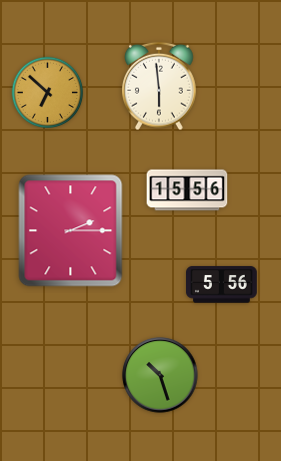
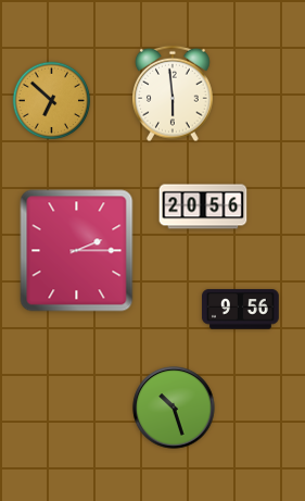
clock at (187, 190): 15:56 -> 20:56
clock at (222, 285): 5:56 -> 9:56
